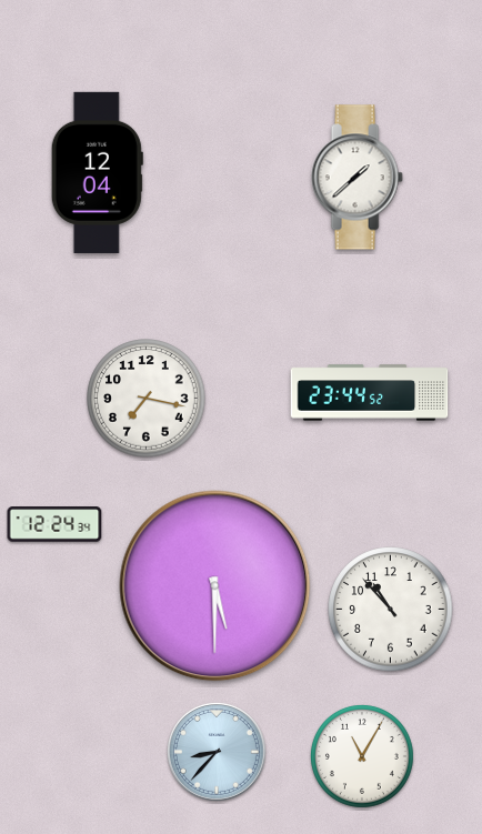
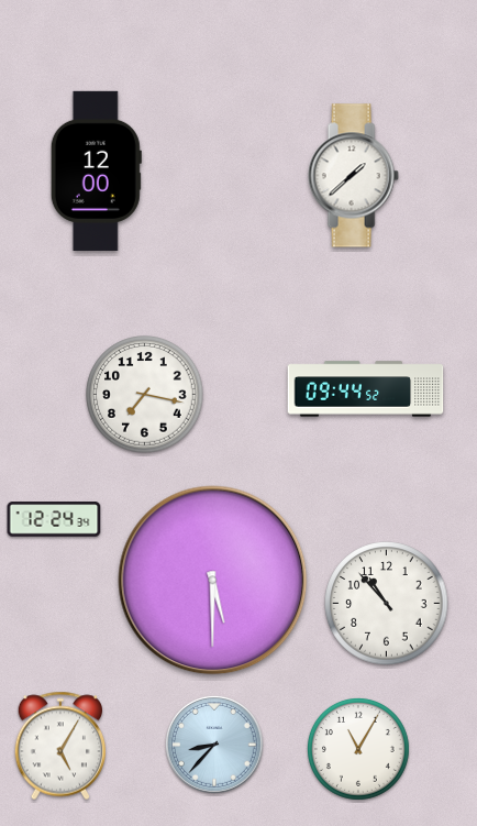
clock at (97, 172): 12:04 -> 12:00
clock at (370, 393): 23:44 -> 09:44
clock at (60, 746): none -> 5:05
